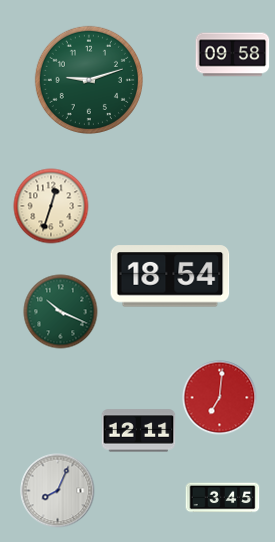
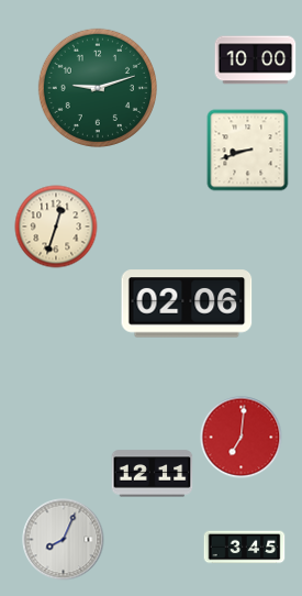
clock at (233, 55): 09:58 -> 10:00
clock at (248, 151): none -> 8:42
clock at (170, 276): 18:54 -> 02:06
clock at (61, 312): 10:19 -> none
